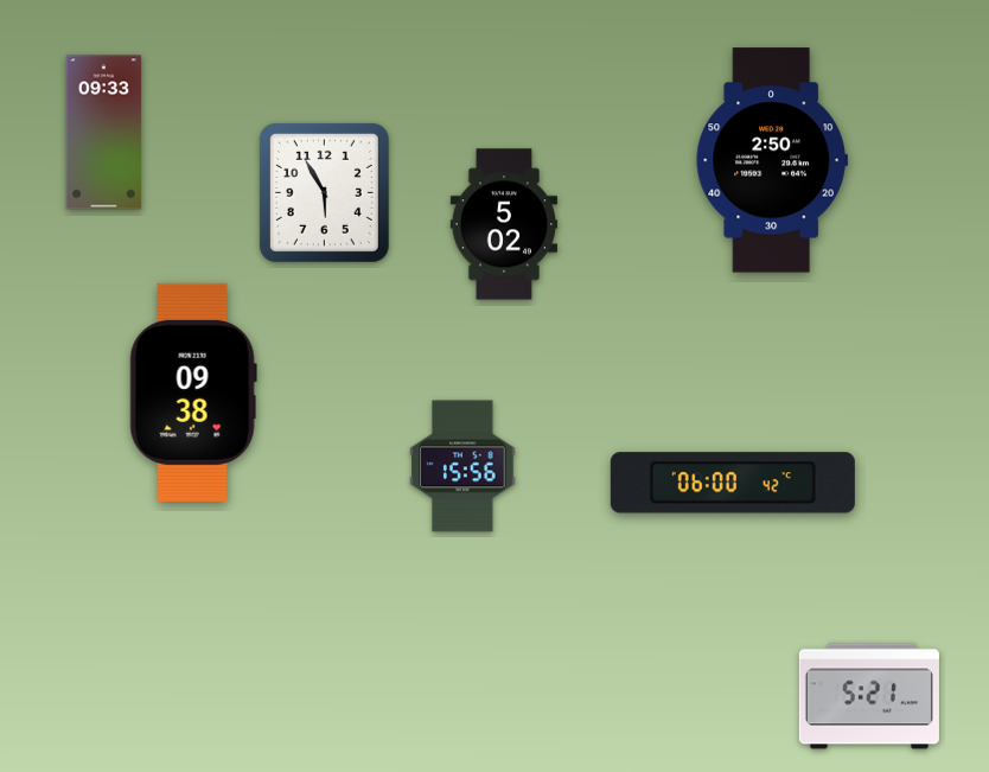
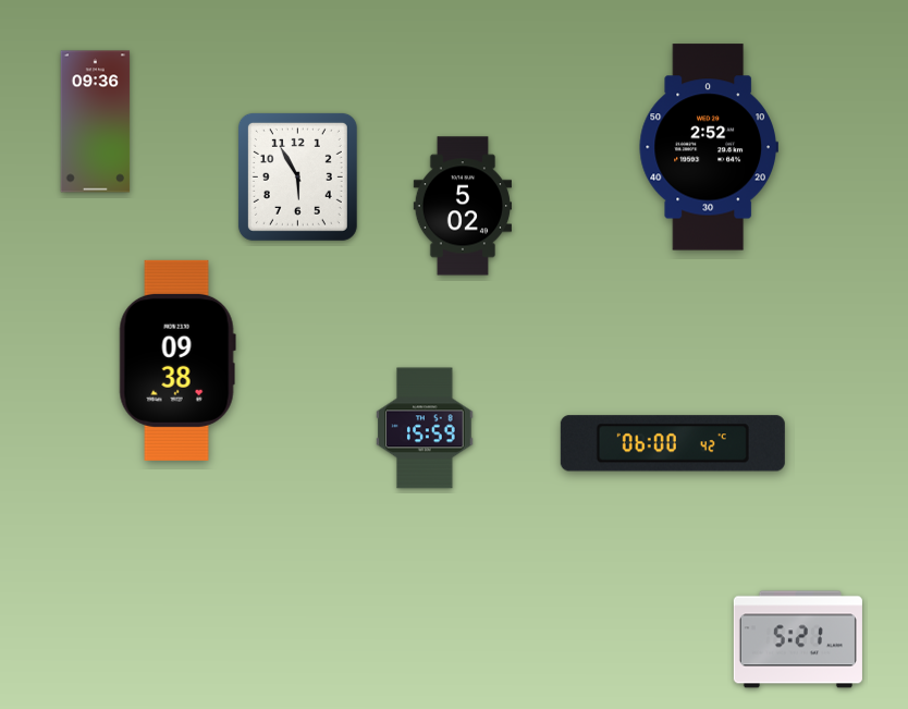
clock at (104, 133): 09:33 -> 09:36
clock at (772, 160): 2:50 -> 2:52
clock at (462, 466): 15:56 -> 15:59
